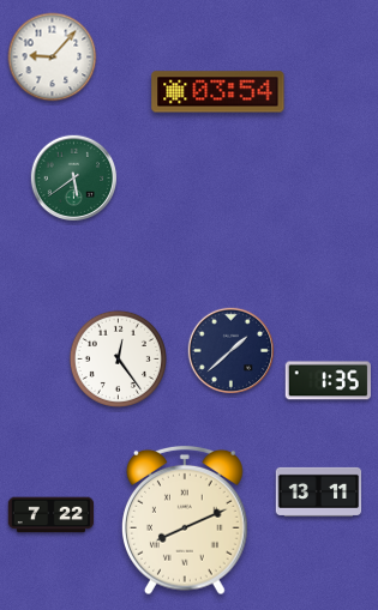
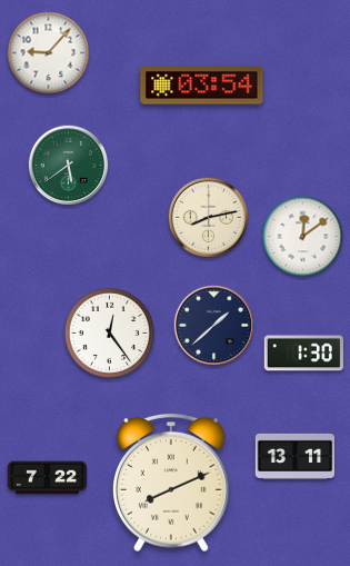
clock at (209, 218): none -> 8:13
clock at (303, 237): none -> 12:09
clock at (328, 381): 1:35 -> 1:30
